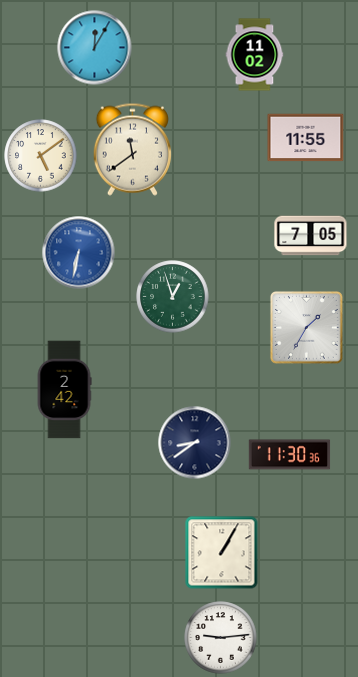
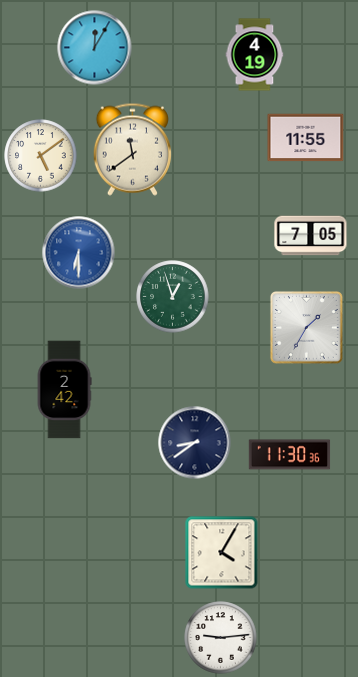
clock at (255, 55): 11:02 -> 4:19
clock at (79, 253): 6:32 -> 6:30
clock at (222, 553): 1:05 -> 4:05
